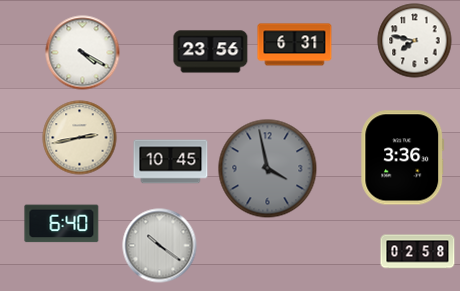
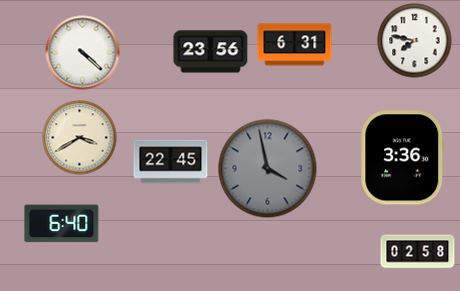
clock at (83, 53): 4:20 -> 4:22
clock at (80, 138): 2:43 -> 3:40
clock at (171, 162): 10:45 -> 22:45
clock at (160, 246): 10:21 -> none
